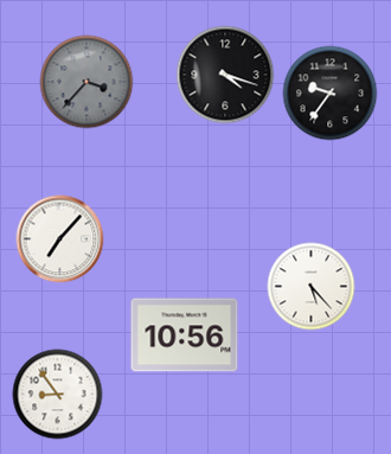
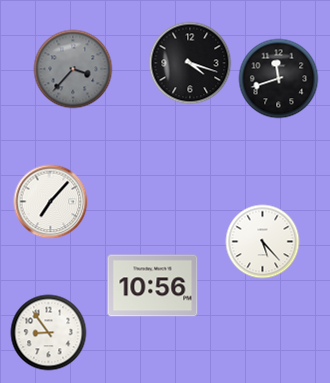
clock at (331, 94): 9:36 -> 11:42
clock at (185, 335) position: (185, 335) -> (153, 286)
